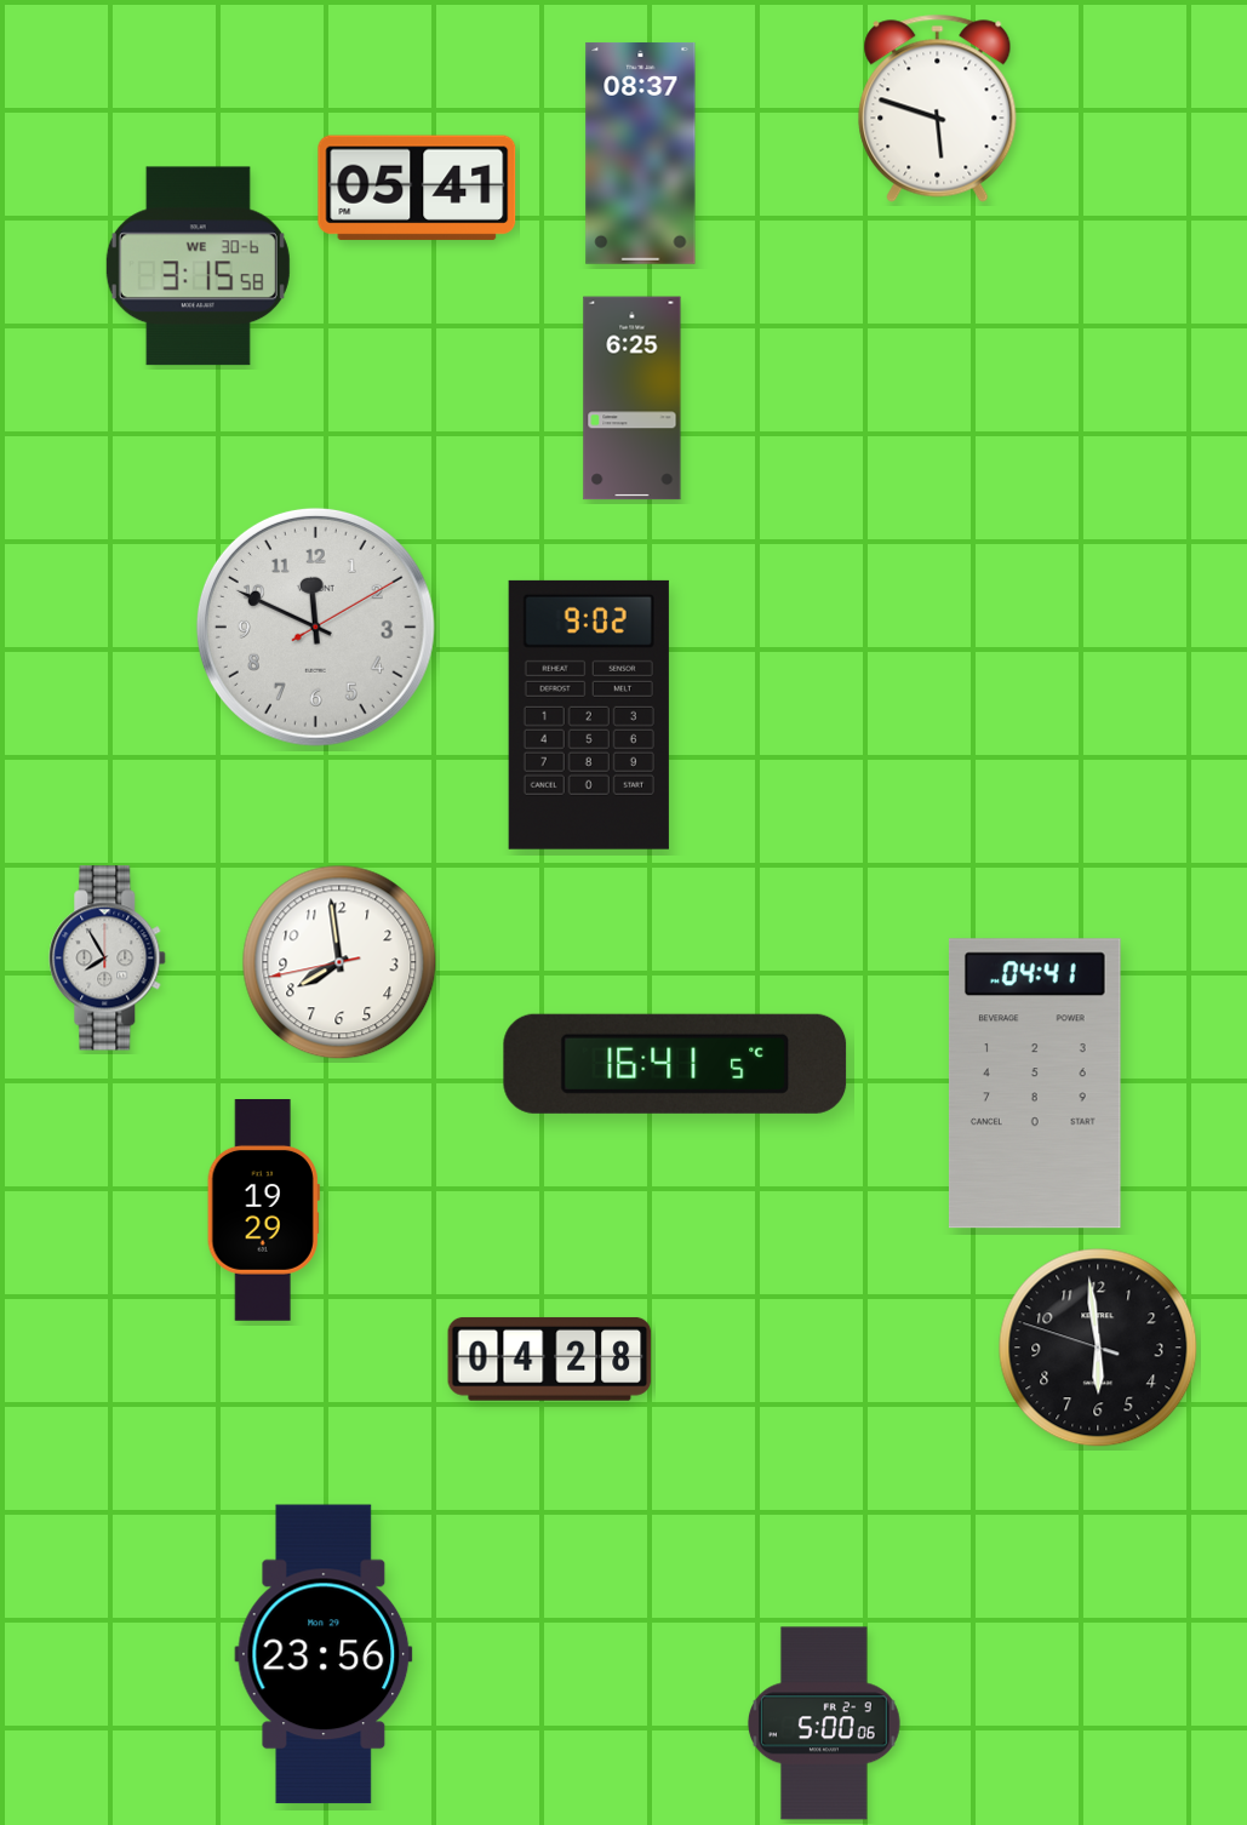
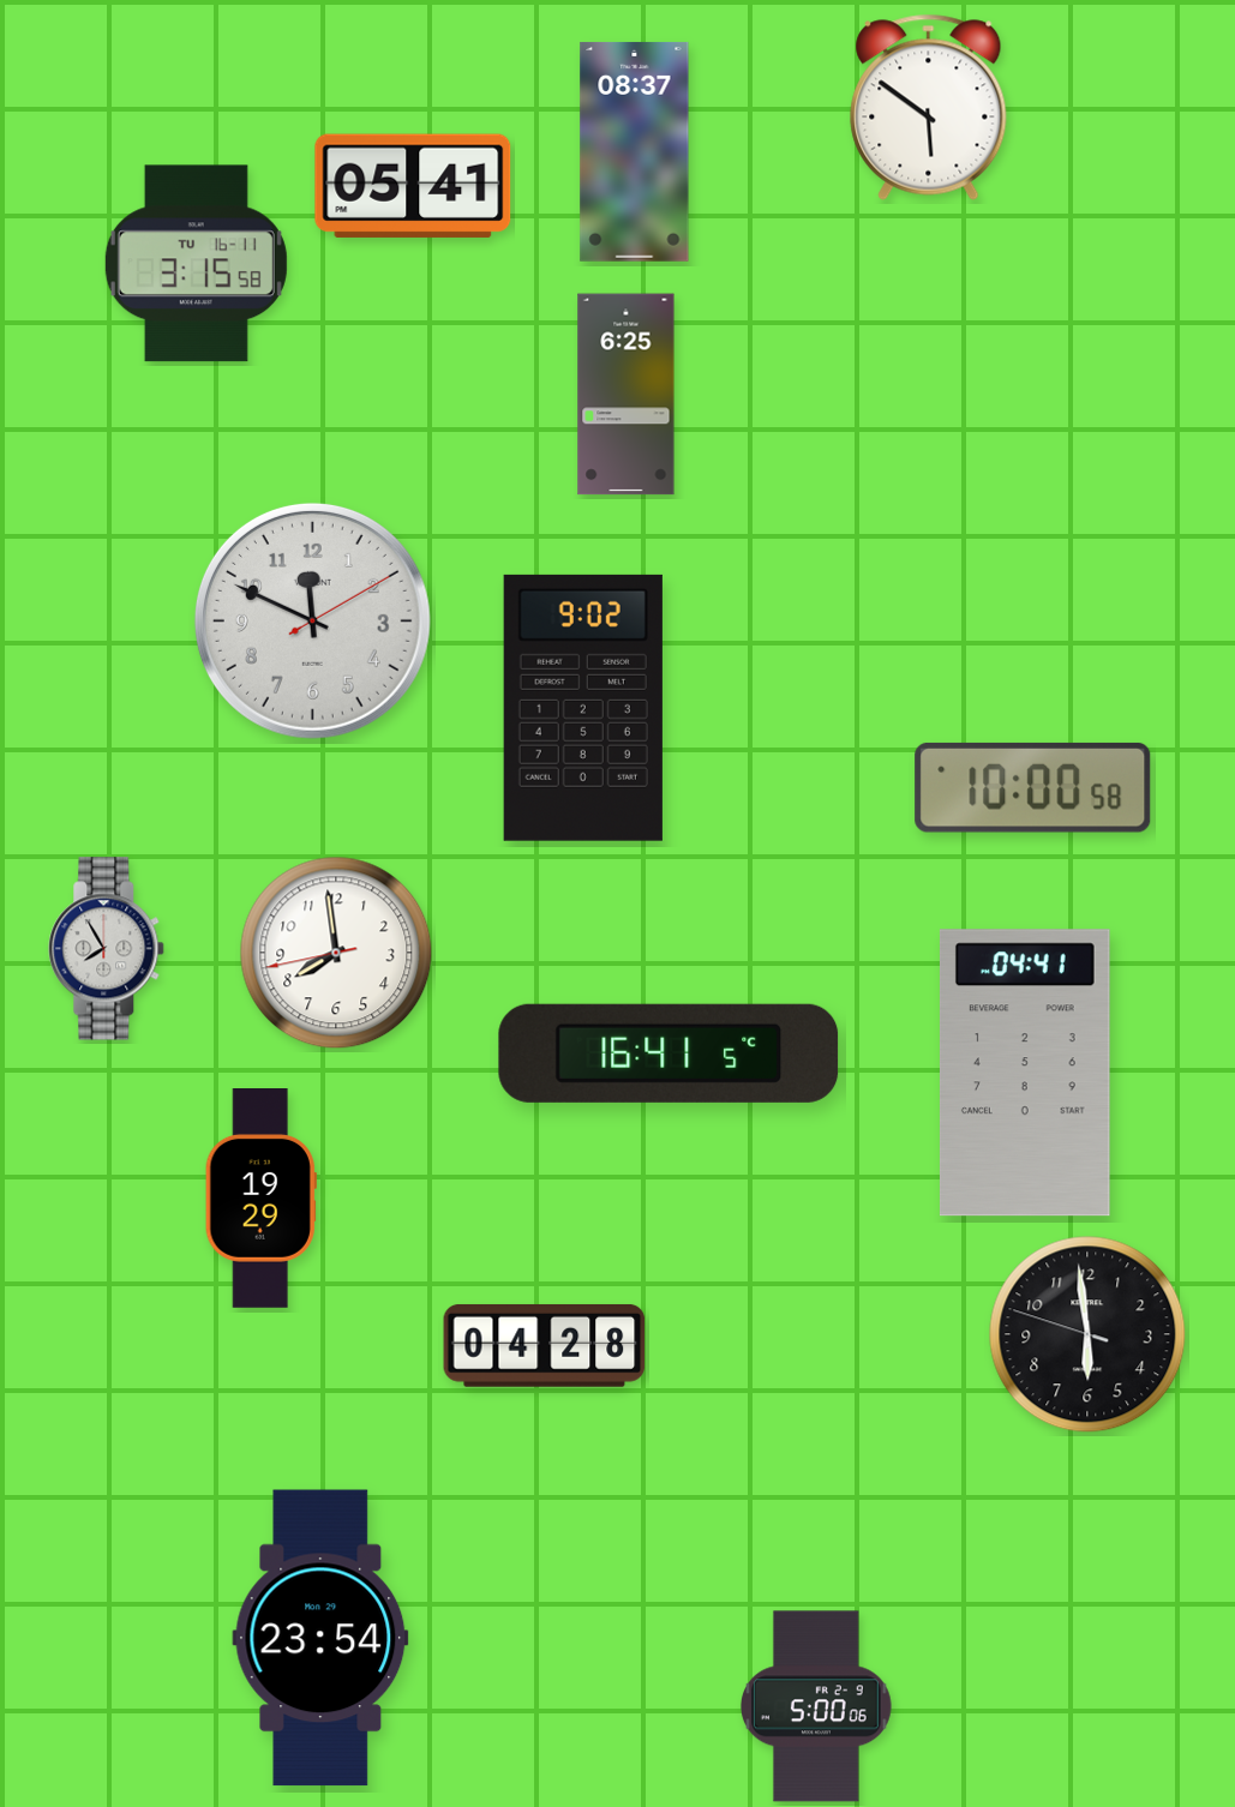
clock at (938, 108): 5:48 -> 5:51
clock at (198, 267) date: WE 30-6 -> TU 16-11
clock at (1033, 787): none -> 10:00
clock at (324, 1654): 23:56 -> 23:54
